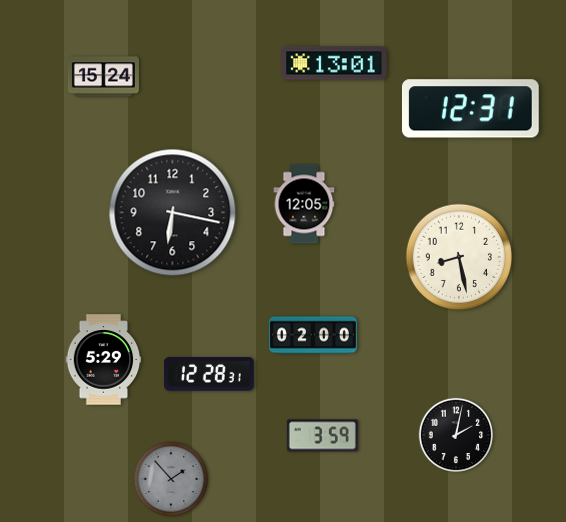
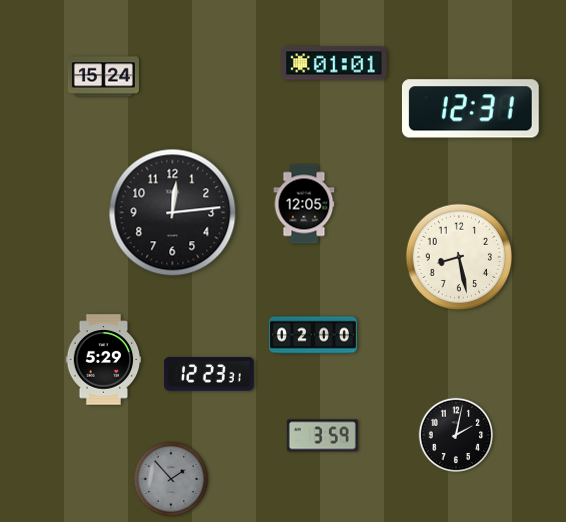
clock at (334, 63): 13:01 -> 01:01
clock at (173, 213): 6:17 -> 12:14
clock at (209, 374): 12:28 -> 12:23
